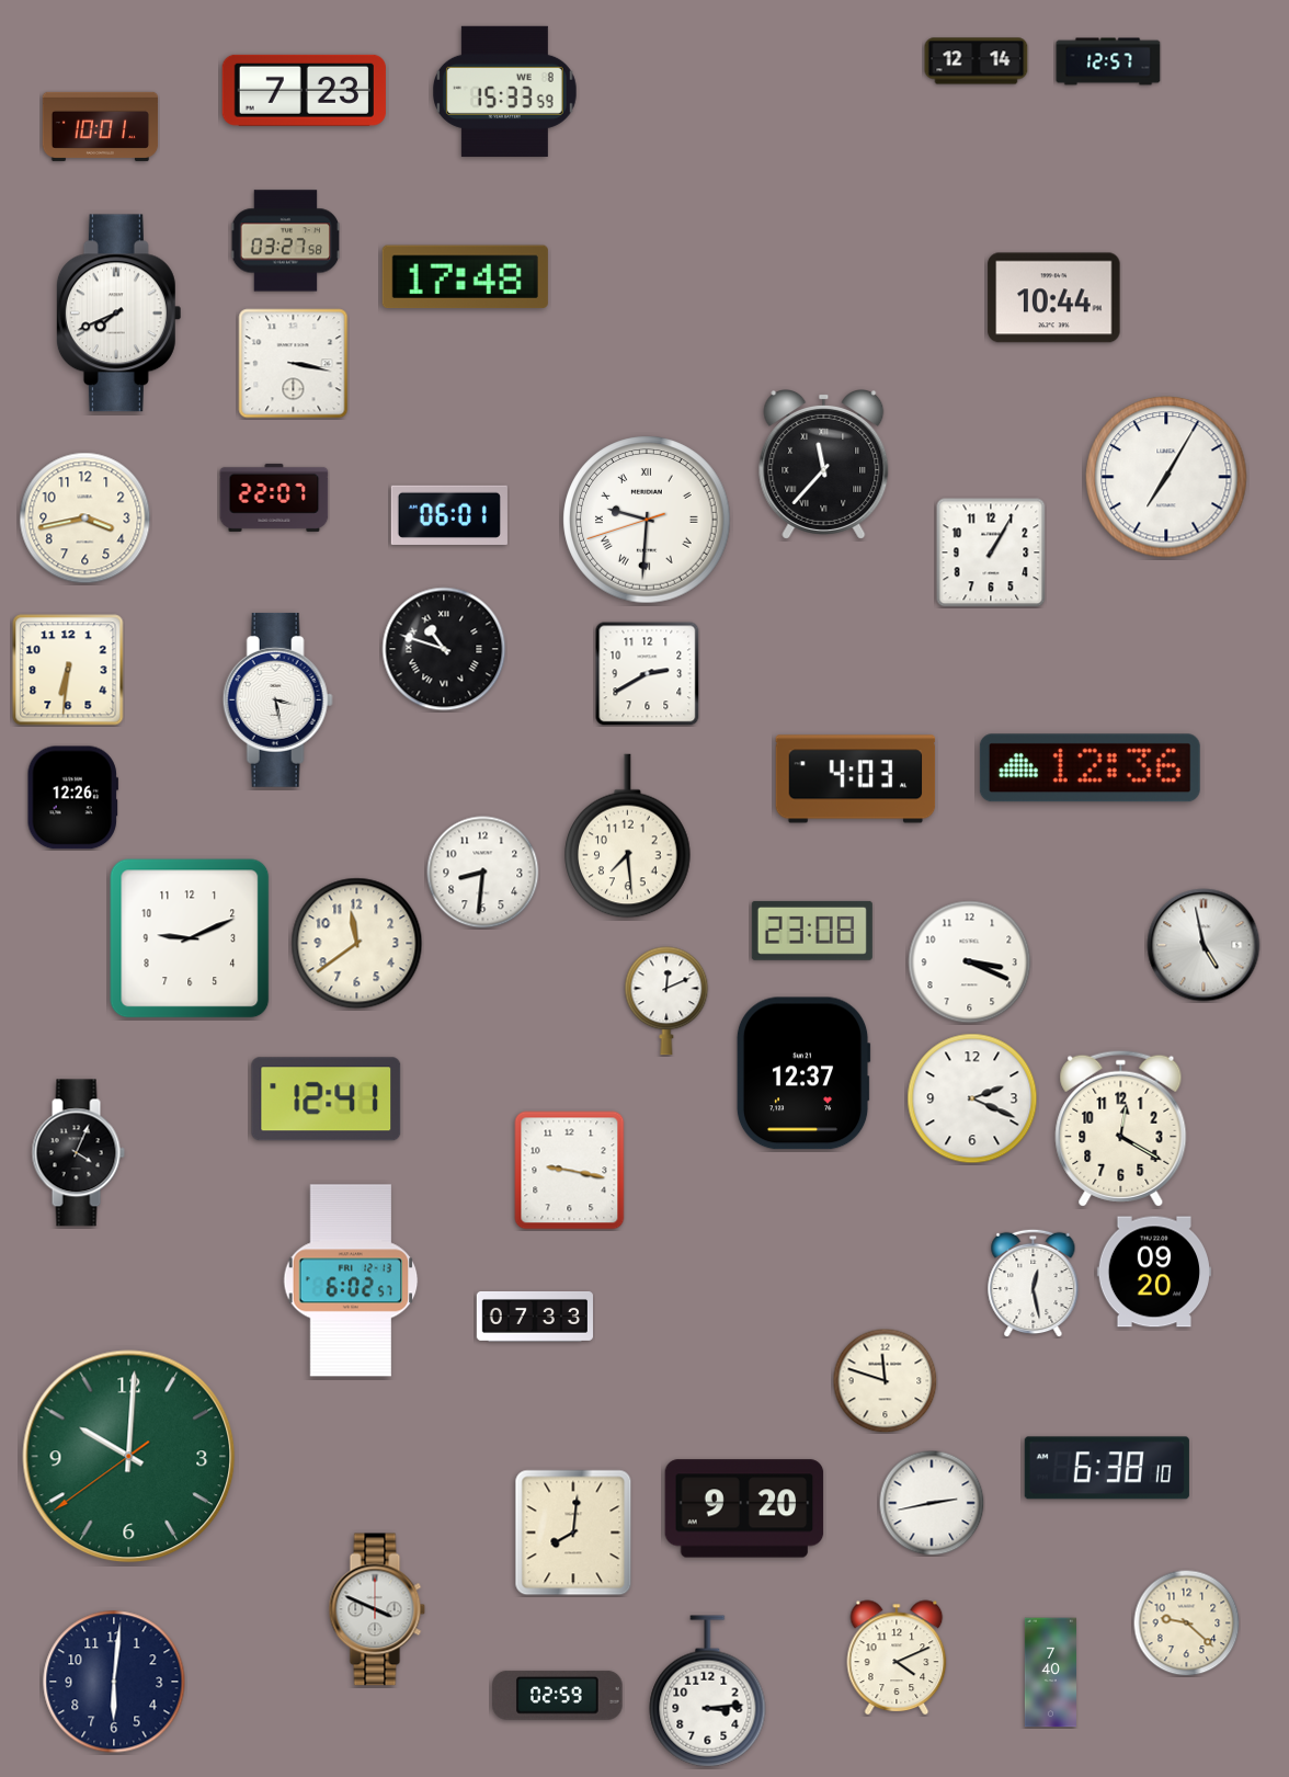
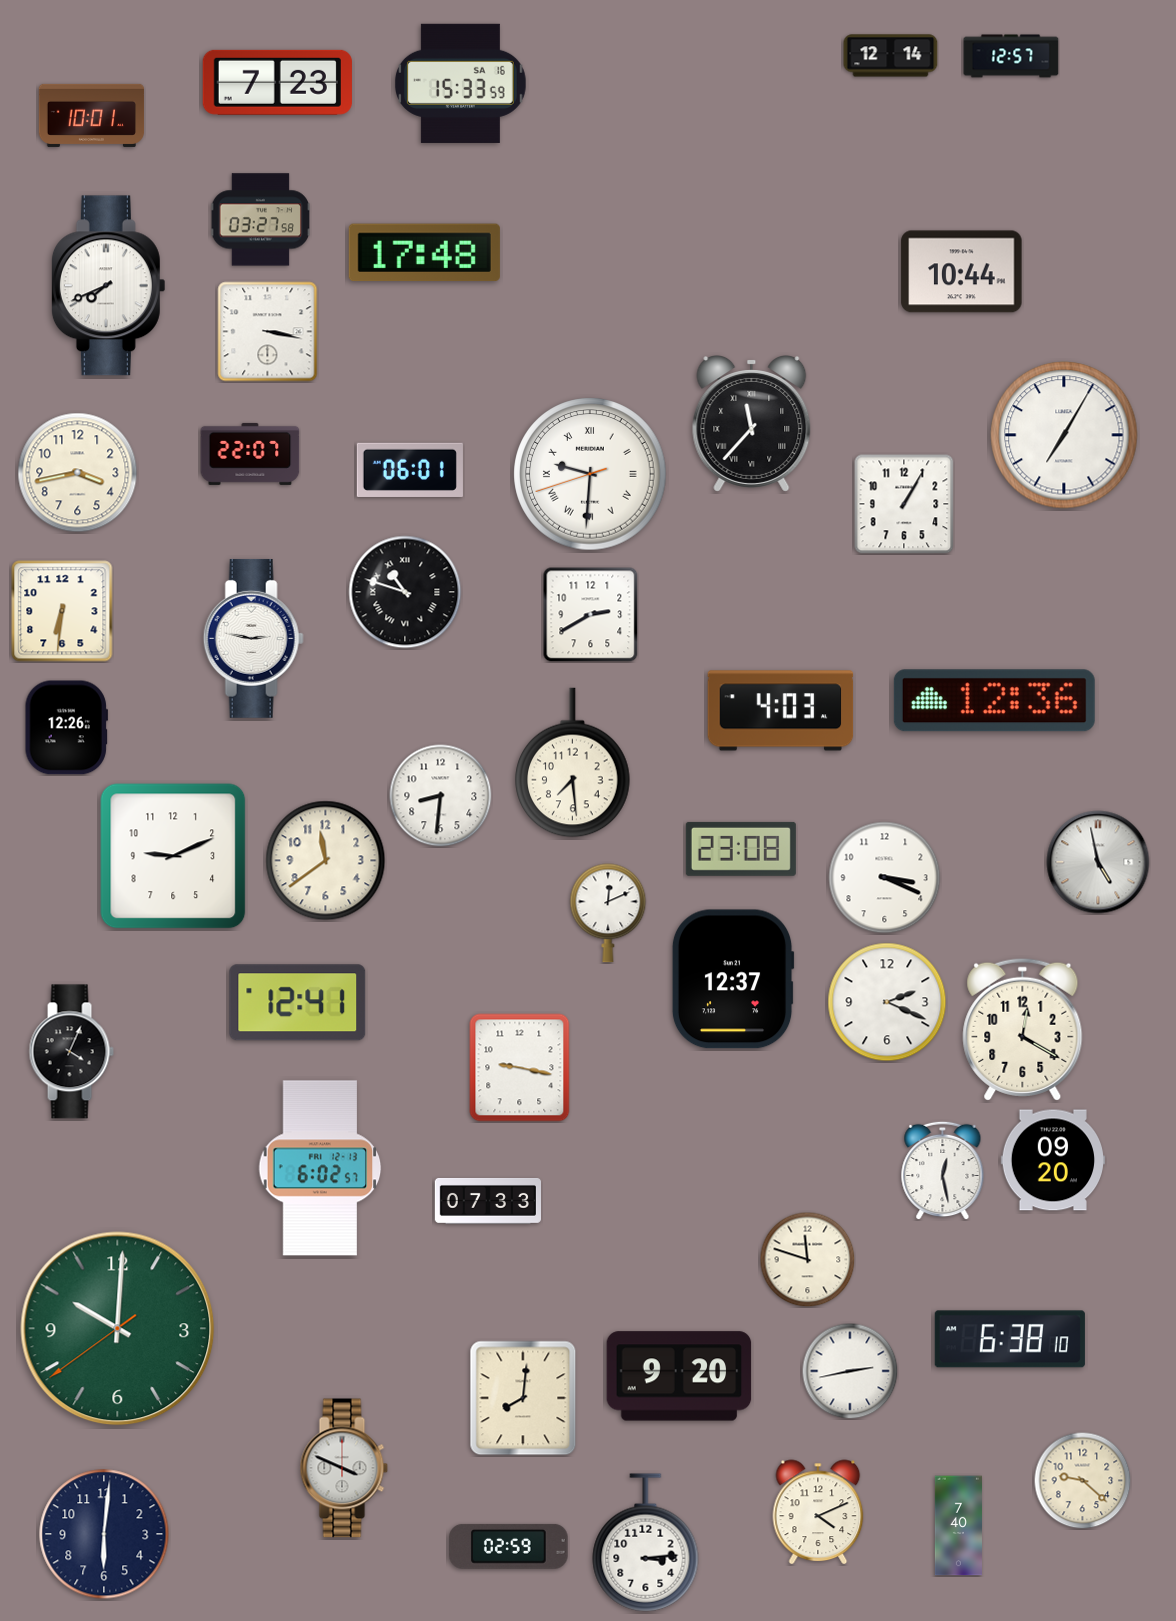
clock at (504, 91) date: WE 8 -> SA 16
clock at (277, 699): 3:28 -> 2:47
